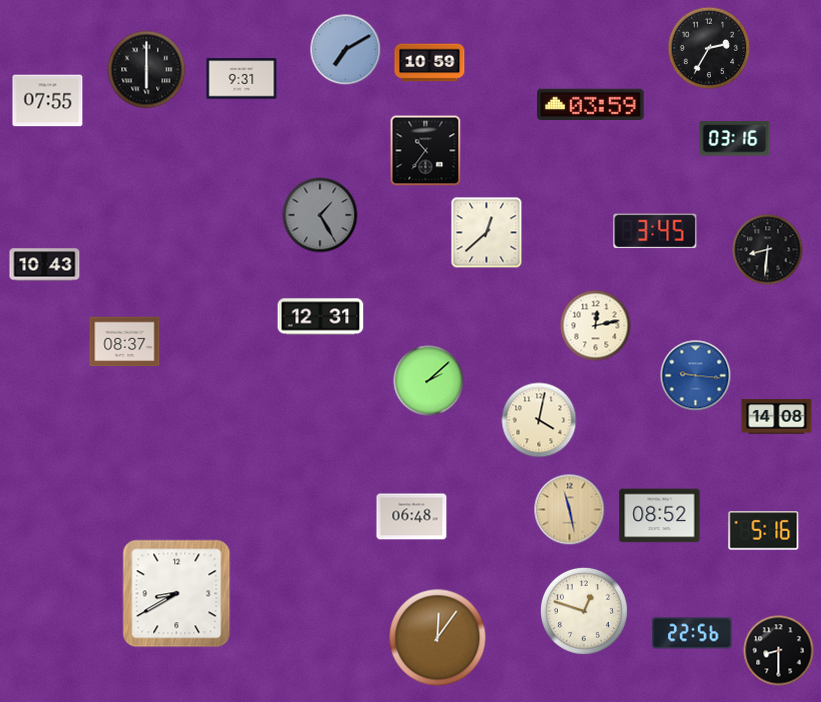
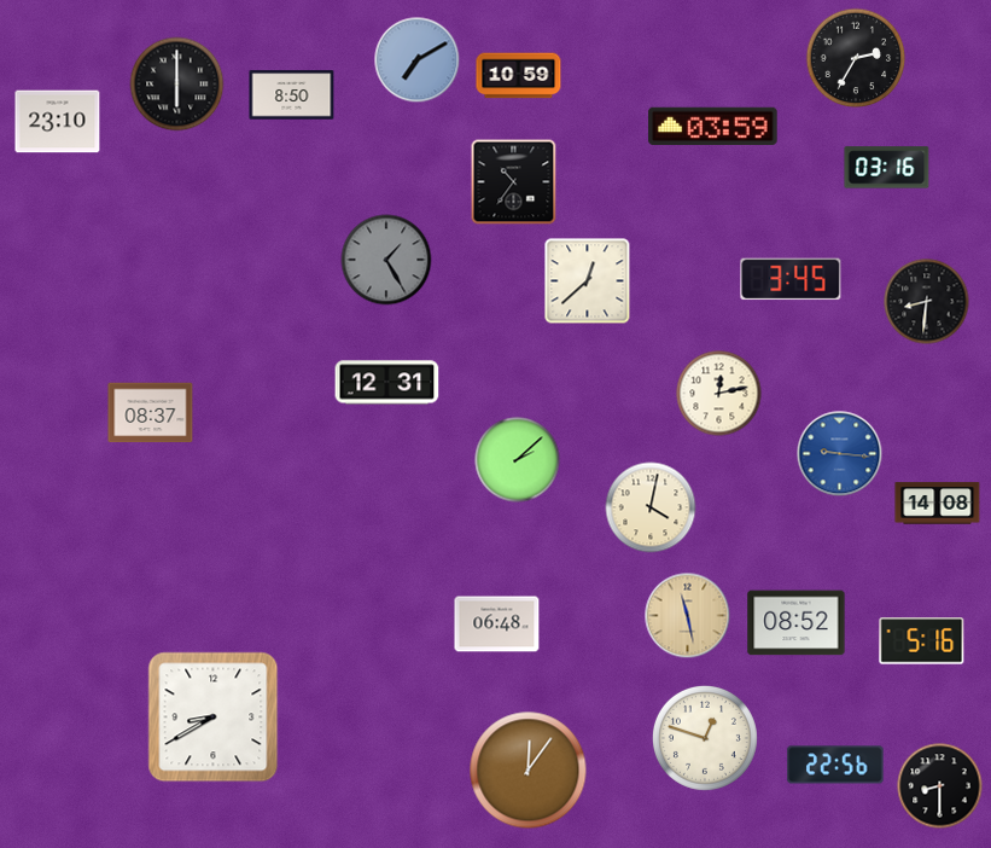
clock at (242, 79): 9:31 -> 8:50
clock at (48, 101): 07:55 -> 23:10
clock at (45, 265): 10:43 -> none
